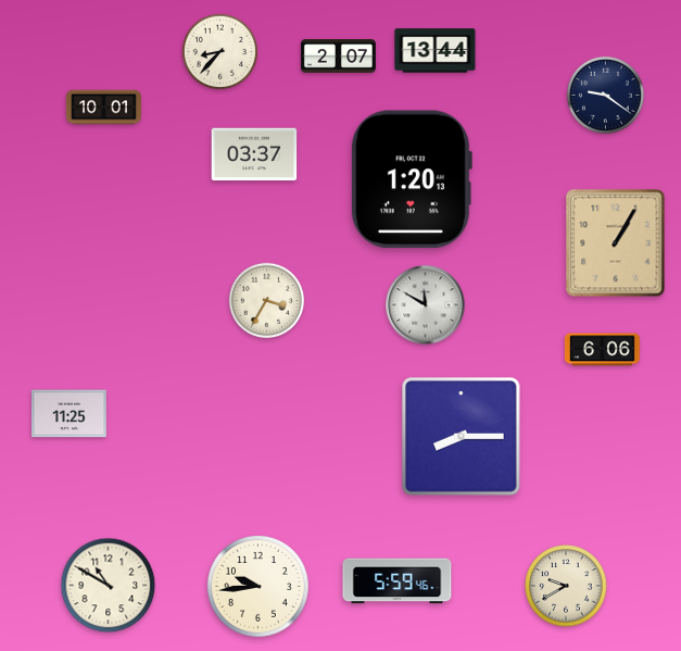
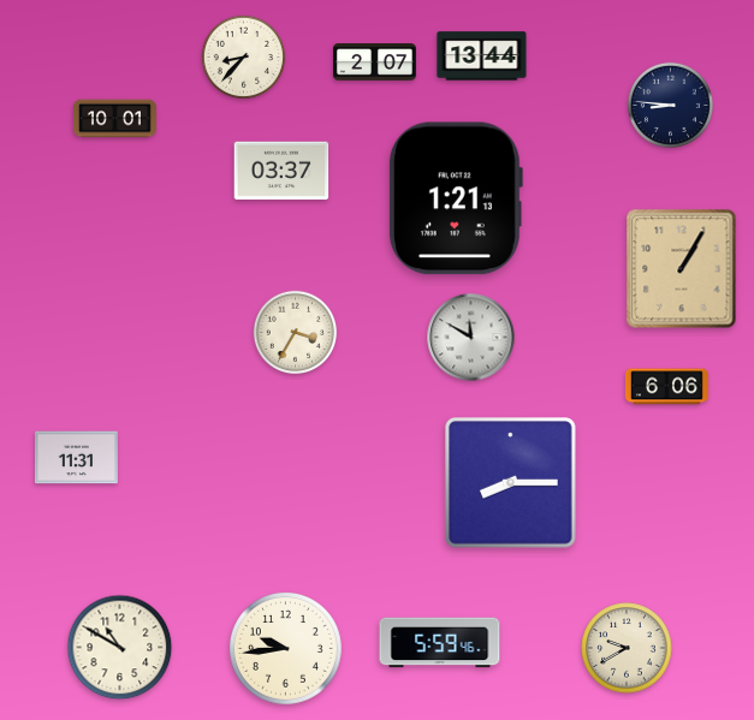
clock at (605, 95): 9:21 -> 8:46
clock at (411, 179): 1:20 -> 1:21
clock at (68, 414): 11:25 -> 11:31
